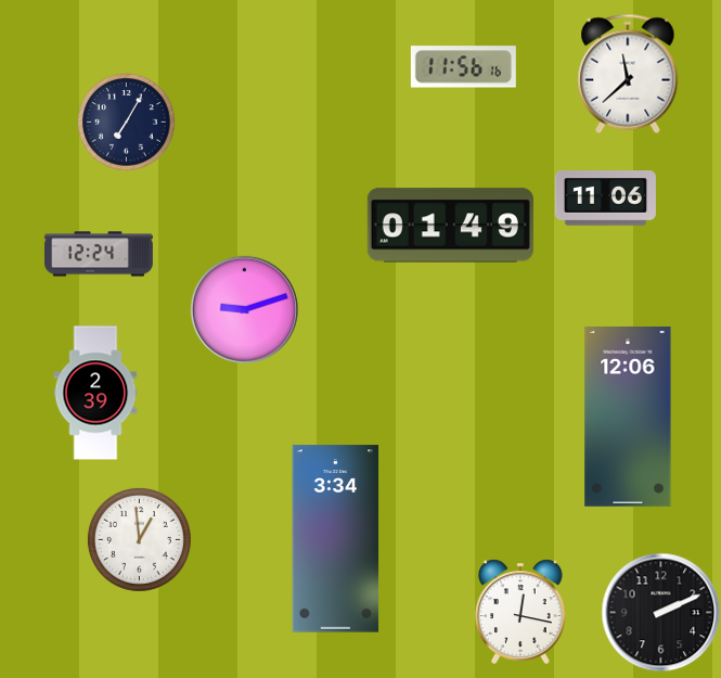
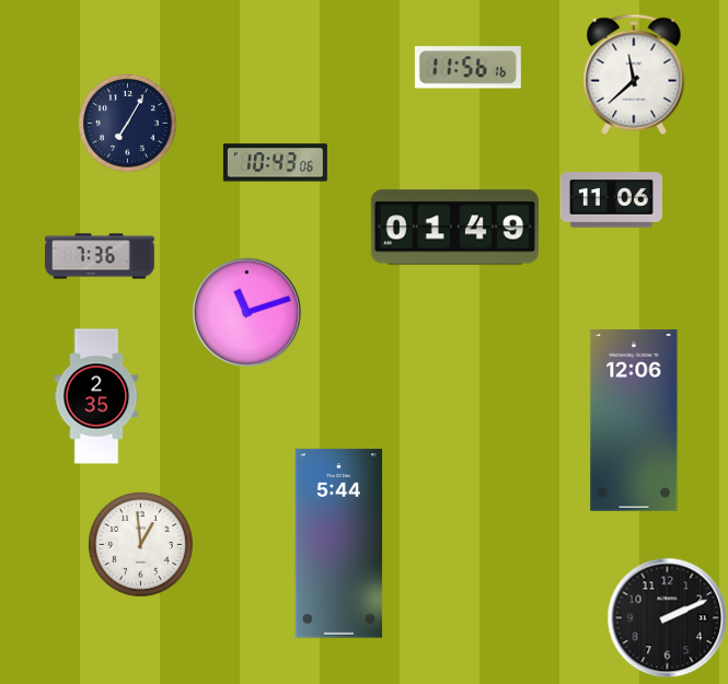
clock at (275, 163): none -> 10:43
clock at (100, 254): 12:24 -> 7:36
clock at (244, 309): 9:12 -> 11:12
clock at (95, 393): 2:39 -> 2:35
clock at (336, 539): 3:34 -> 5:44
clock at (522, 612): 12:17 -> none
